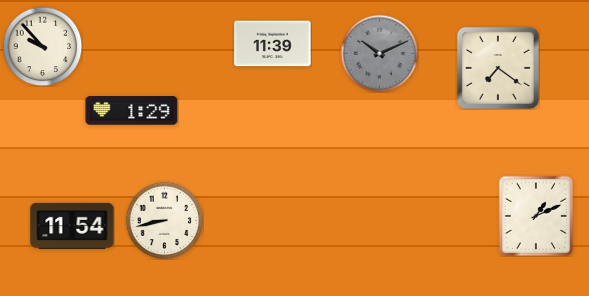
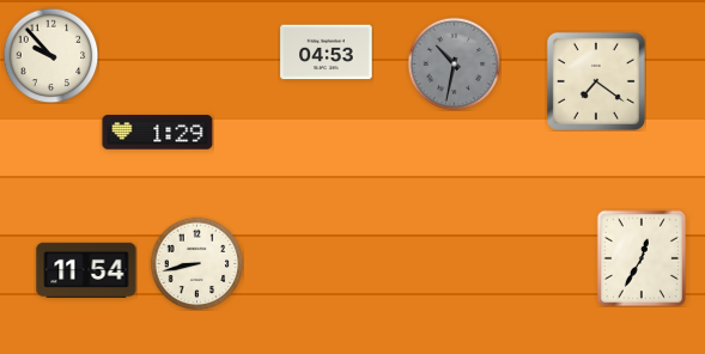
clock at (273, 44): 11:39 -> 04:53
clock at (379, 53): 10:11 -> 10:32
clock at (536, 216): 1:11 -> 12:35
